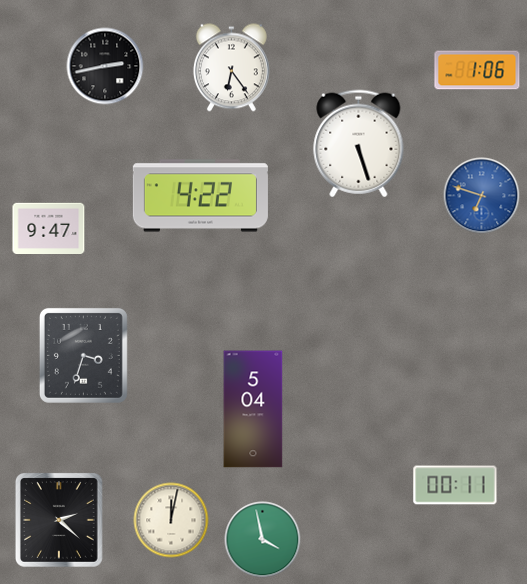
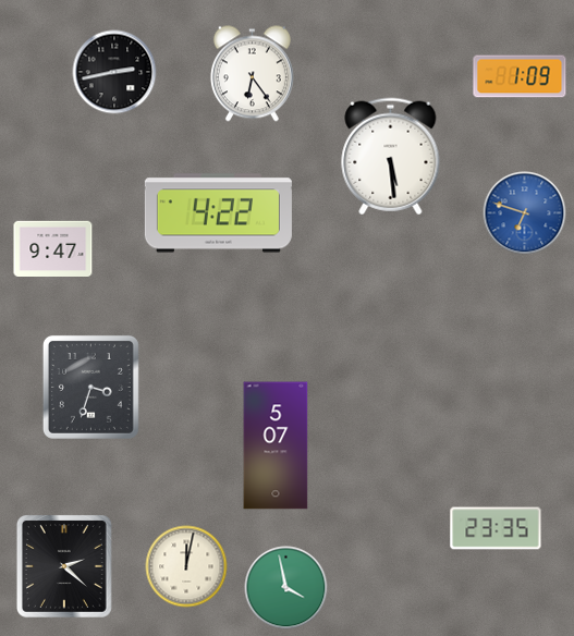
clock at (477, 70): 1:06 -> 1:09
clock at (359, 144): 5:27 -> 5:29
clock at (253, 409): 5:04 -> 5:07
clock at (455, 485): 00:11 -> 23:35
